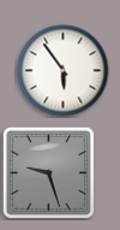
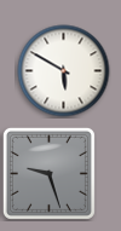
clock at (64, 71): 5:54 -> 5:50
